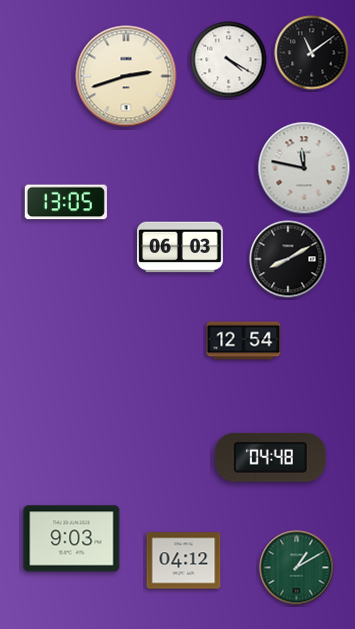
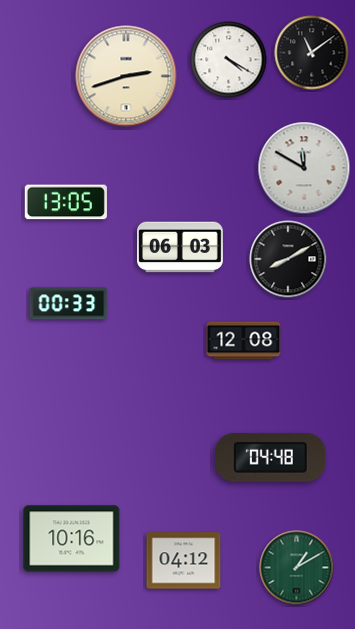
clock at (304, 168): 11:47 -> 11:50
clock at (69, 304): none -> 00:33
clock at (244, 341): 12:54 -> 12:08
clock at (72, 539): 9:03 -> 10:16
